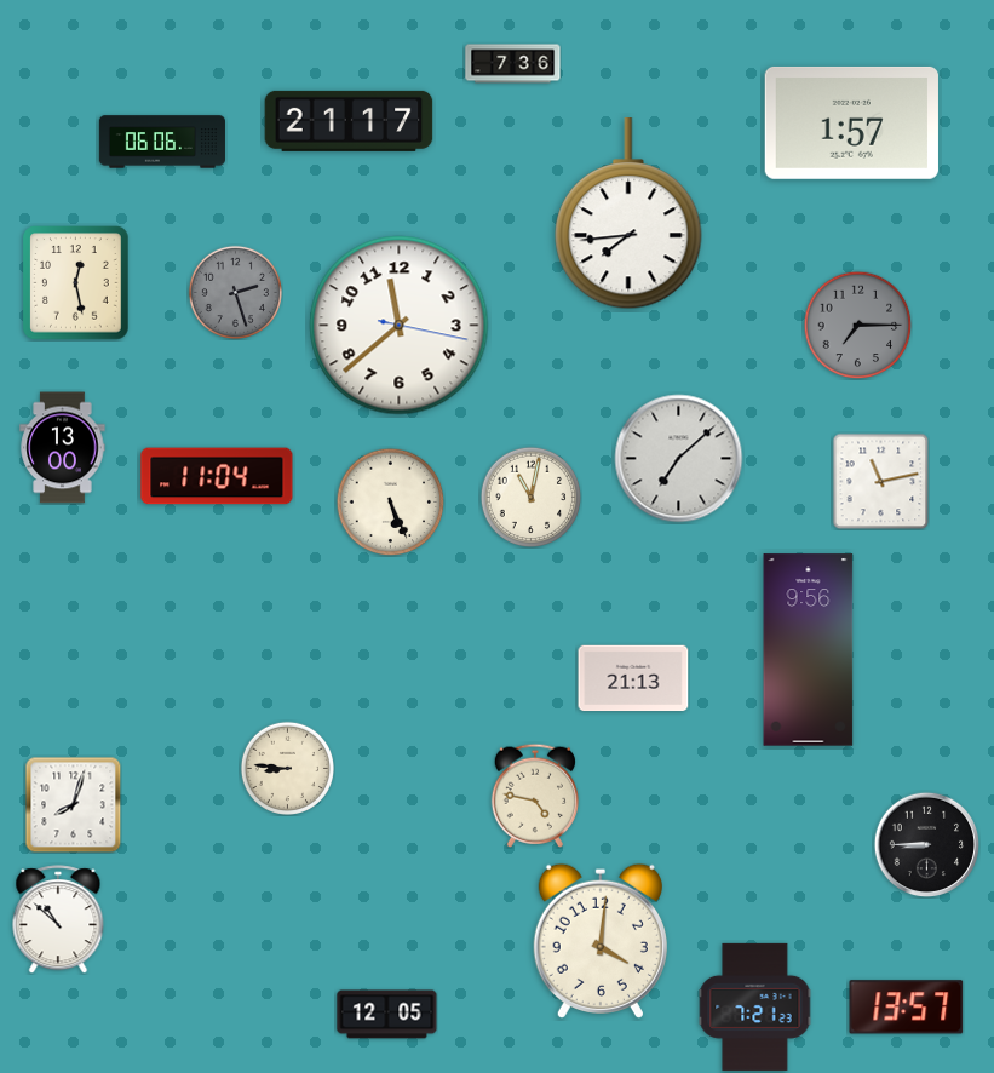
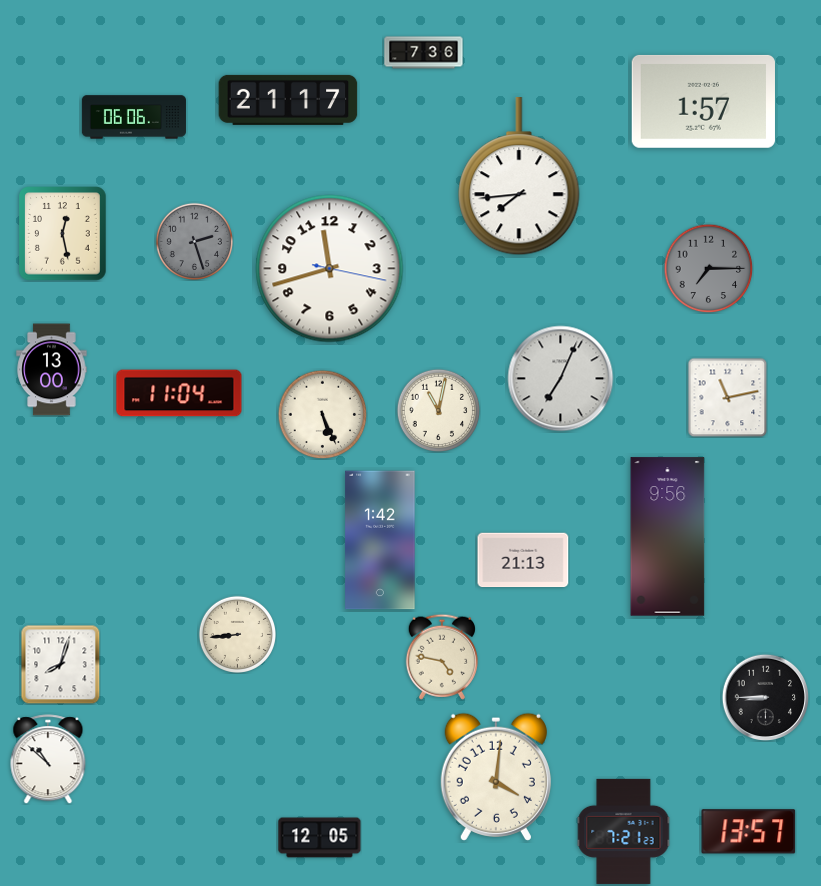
clock at (400, 326): 11:38 -> 11:42
clock at (679, 459): 7:08 -> 7:04
clock at (380, 540): none -> 1:42
clock at (287, 768): 8:46 -> 8:44
